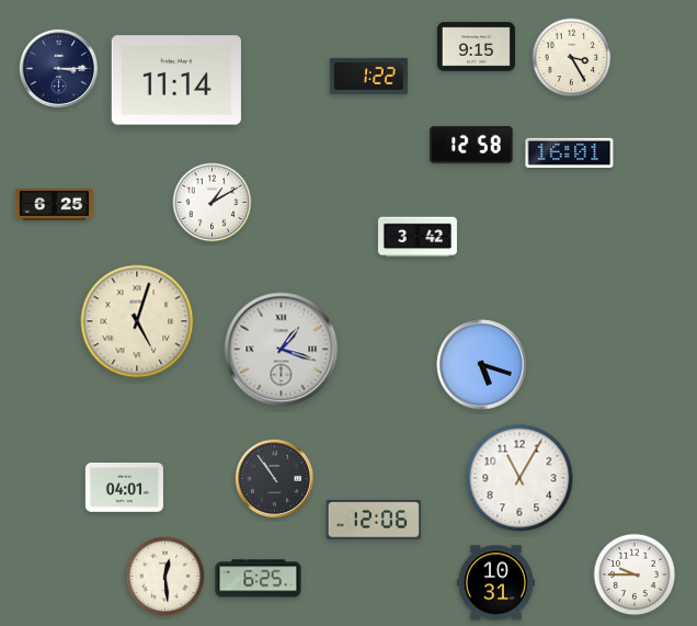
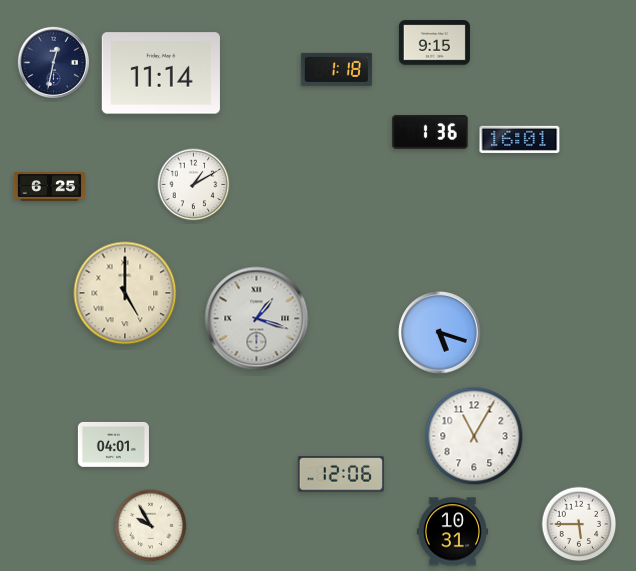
clock at (572, 58): 3:25 -> none
clock at (58, 68): 3:15 -> 12:32
clock at (368, 76): 1:22 -> 1:18
clock at (471, 145): 12:58 -> 1:36
clock at (418, 237): 3:42 -> none
clock at (137, 321): 5:03 -> 5:00
clock at (274, 478): 10:54 -> none
clock at (635, 574): 9:45 -> 5:45
clock at (165, 577): 12:29 -> 9:55
clock at (259, 579): 6:25 -> none
